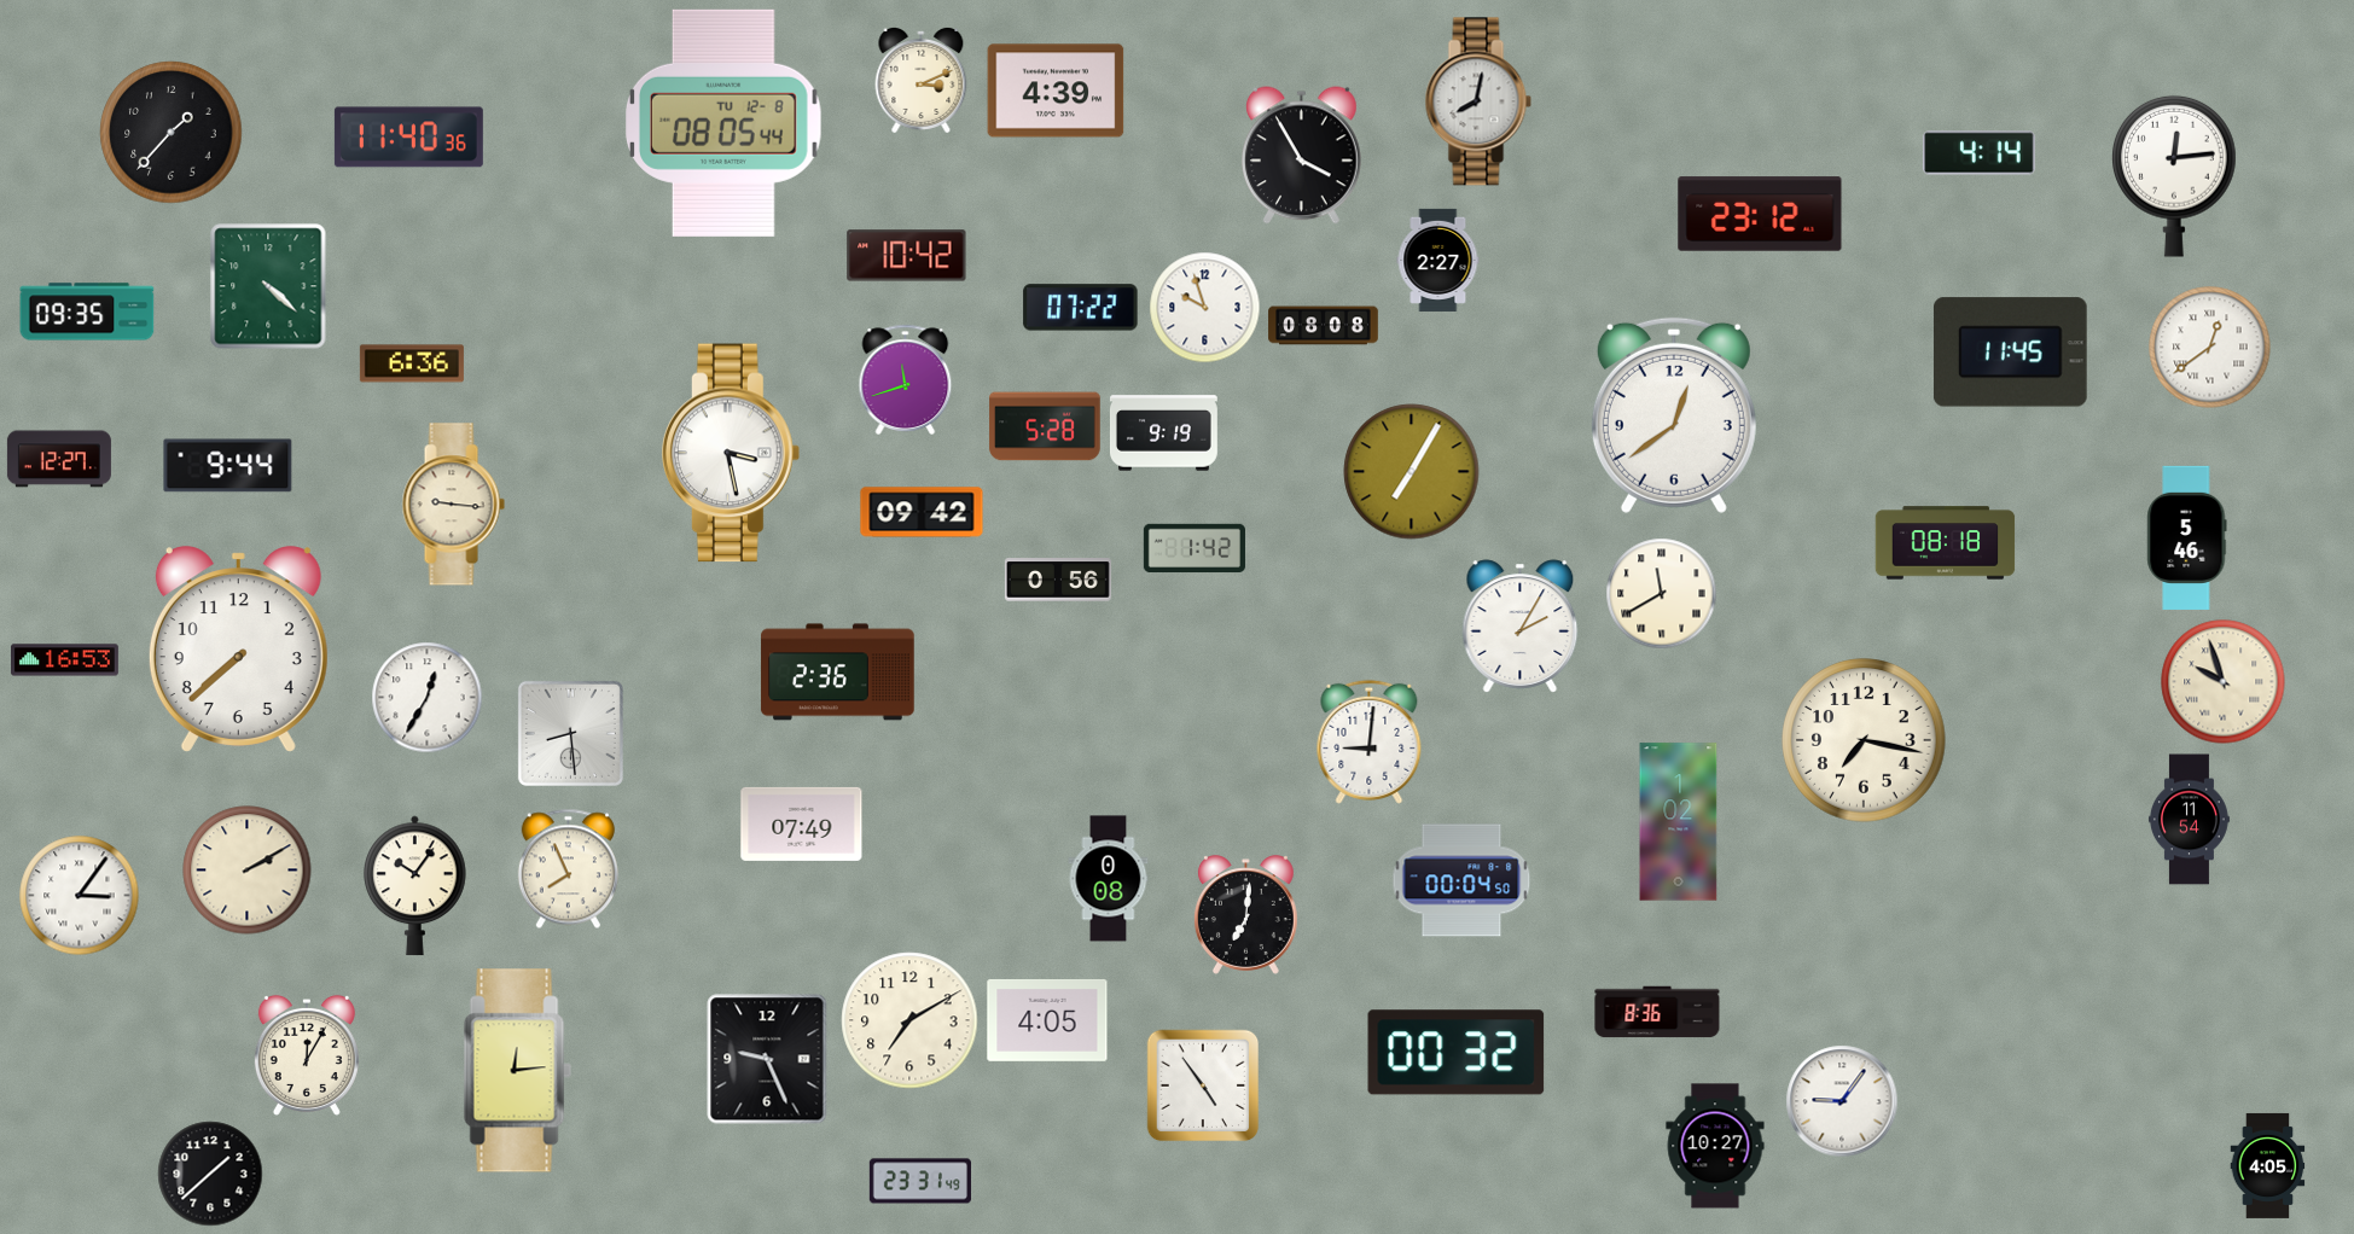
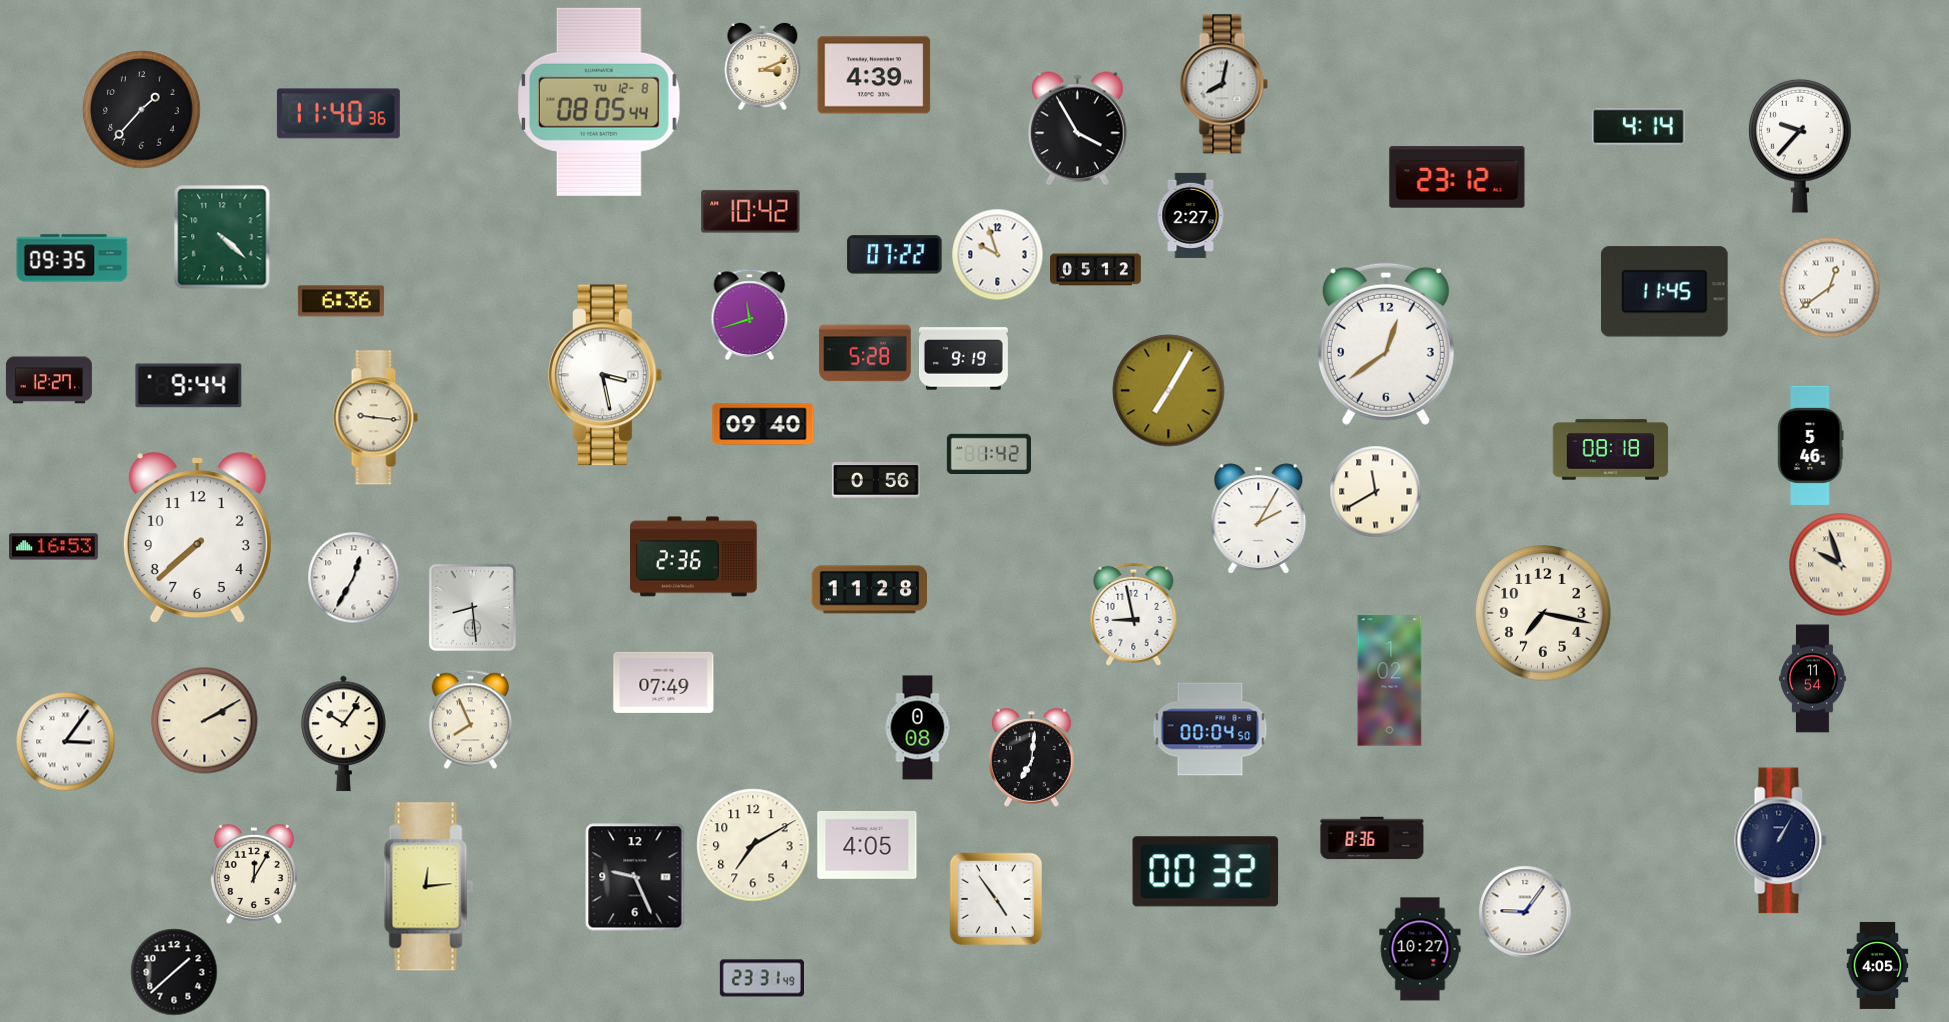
clock at (2175, 176): 12:14 -> 9:37
clock at (1324, 326): 08:08 -> 05:12
clock at (922, 512): 09:42 -> 09:40
clock at (870, 590): none -> 11:28
clock at (1370, 741): 9:01 -> 8:58
clock at (1781, 841): none -> 1:05
